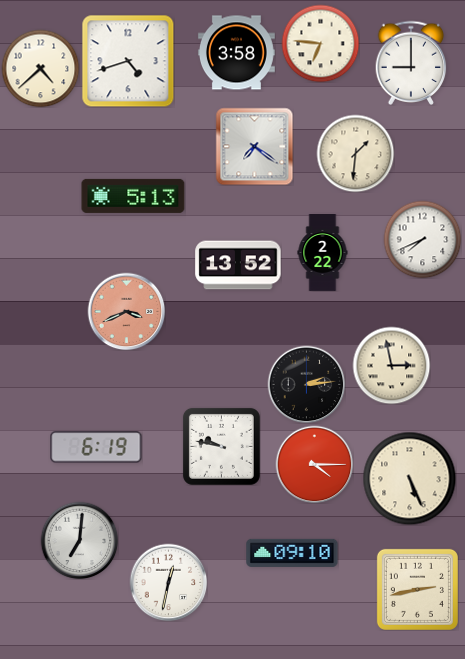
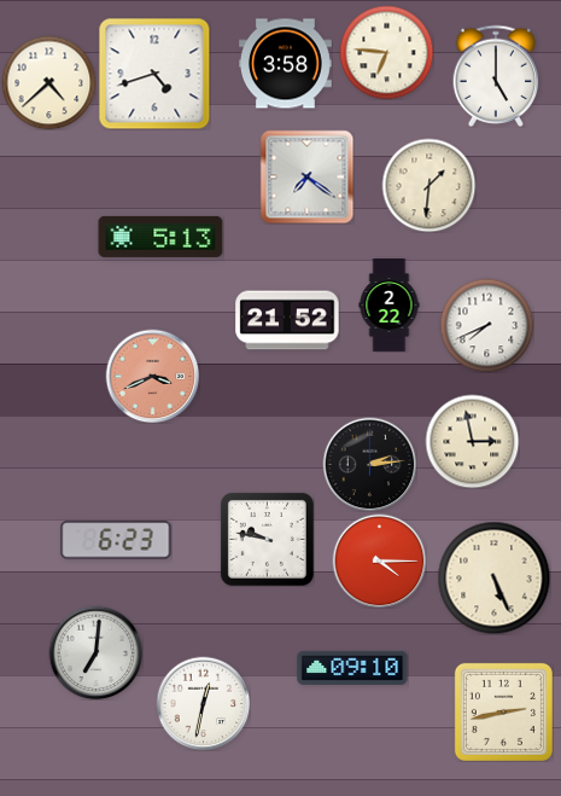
clock at (411, 63): 9:00 -> 5:00
clock at (422, 239) position: (422, 239) -> (486, 325)
clock at (238, 265): 13:52 -> 21:52
clock at (96, 447): 6:19 -> 6:23
